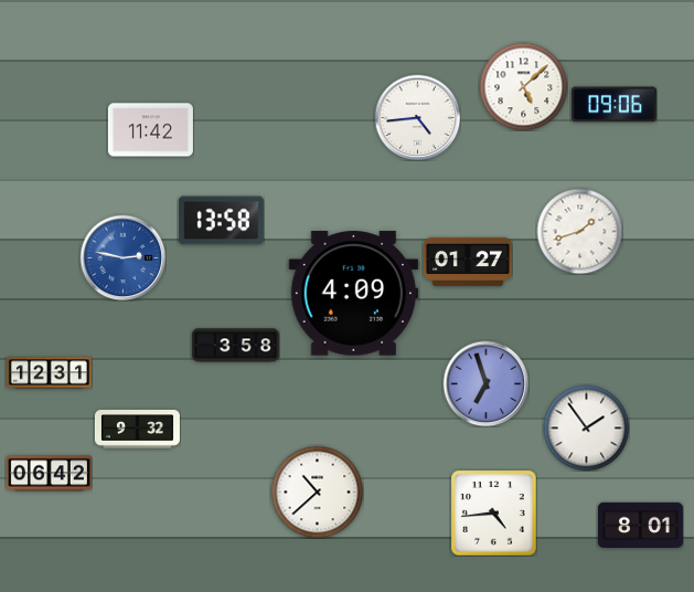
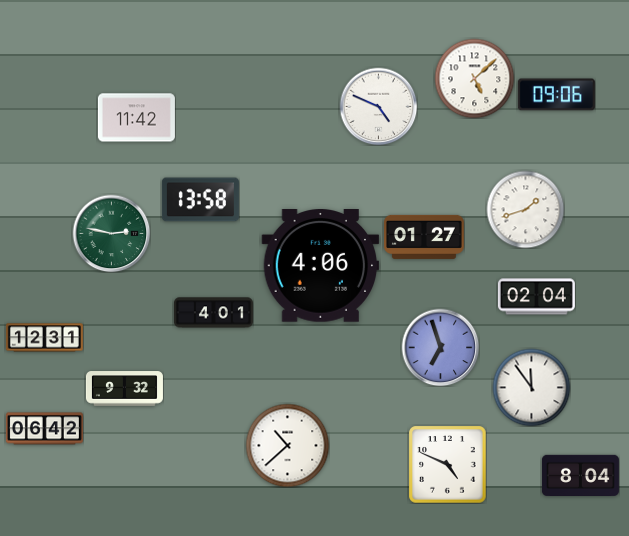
clock at (417, 117): 4:44 -> 4:49
clock at (122, 257) dial: blue -> green
clock at (354, 294): 4:09 -> 4:06
clock at (536, 297): none -> 02:04
clock at (235, 346): 3:58 -> 4:01
clock at (586, 427): 1:54 -> 11:54
clock at (493, 512): 4:44 -> 4:49
clock at (640, 525): 8:01 -> 8:04
